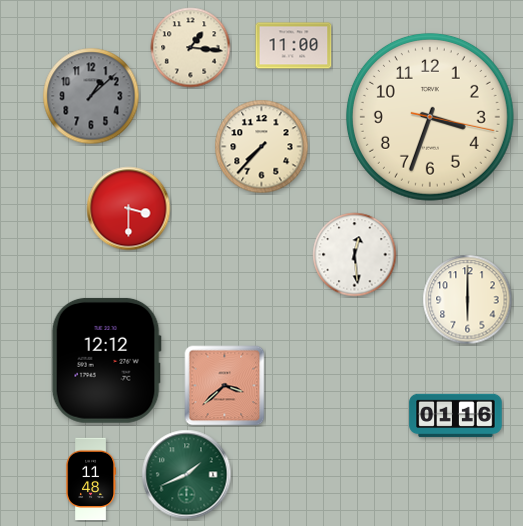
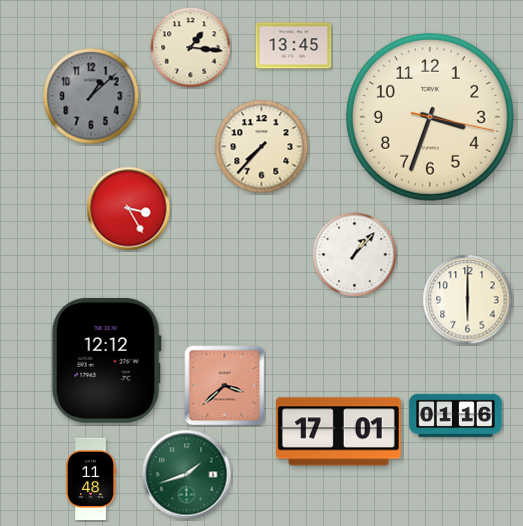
clock at (294, 46): 11:00 -> 13:45
clock at (129, 209): 3:30 -> 3:25
clock at (355, 255): 12:29 -> 1:07
clock at (338, 432): none -> 17:01
clock at (187, 475): 1:41 -> 1:42
